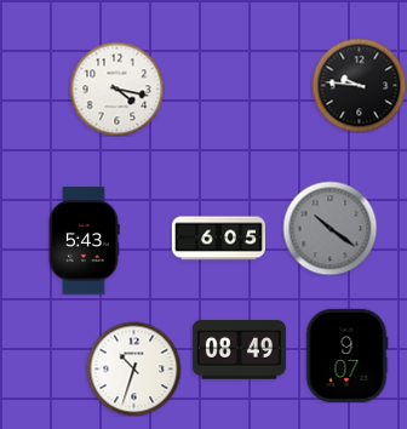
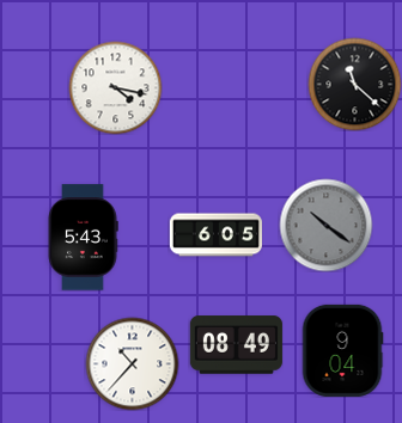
clock at (359, 85): 9:46 -> 11:22
clock at (346, 355): 9:07 -> 9:04
clock at (133, 368): 10:33 -> 10:37
